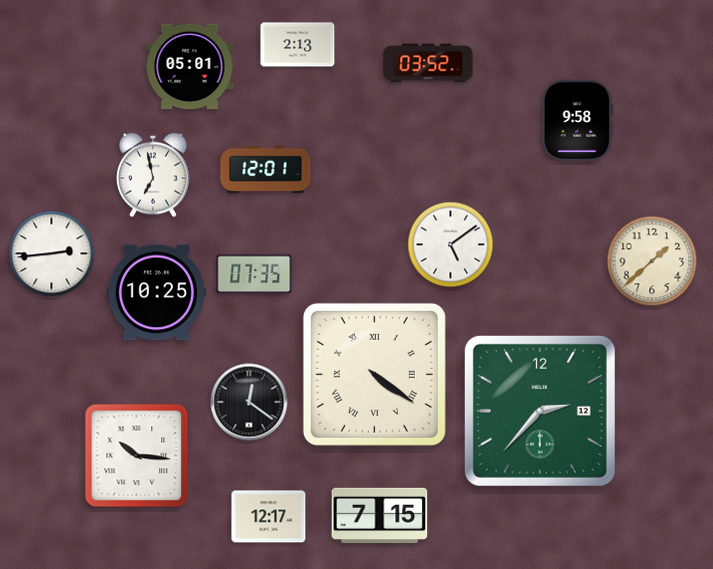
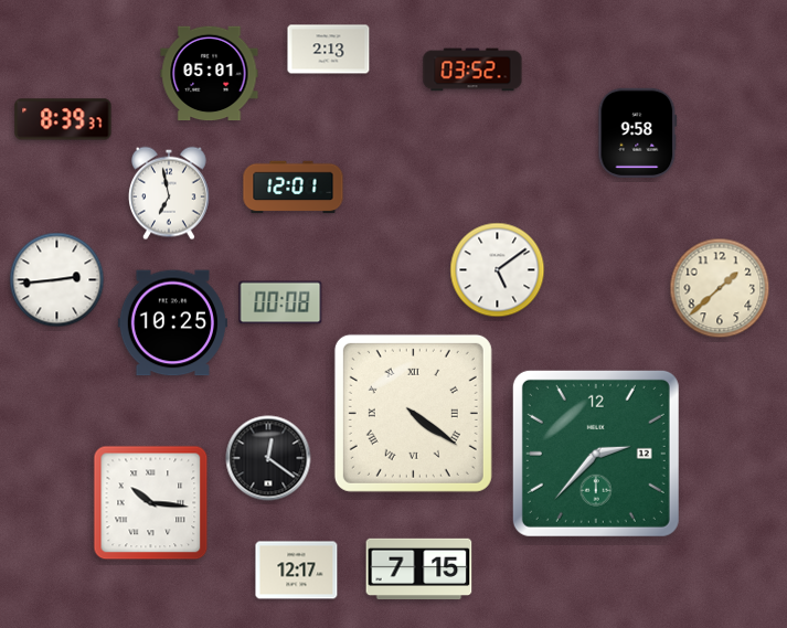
clock at (63, 119): none -> 8:39
clock at (254, 274): 07:35 -> 00:08
clock at (249, 402) position: (249, 402) -> (268, 458)
